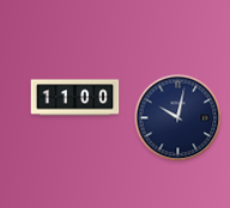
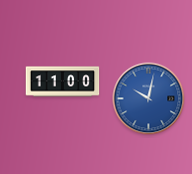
clock at (178, 118) dial: navy -> blue
